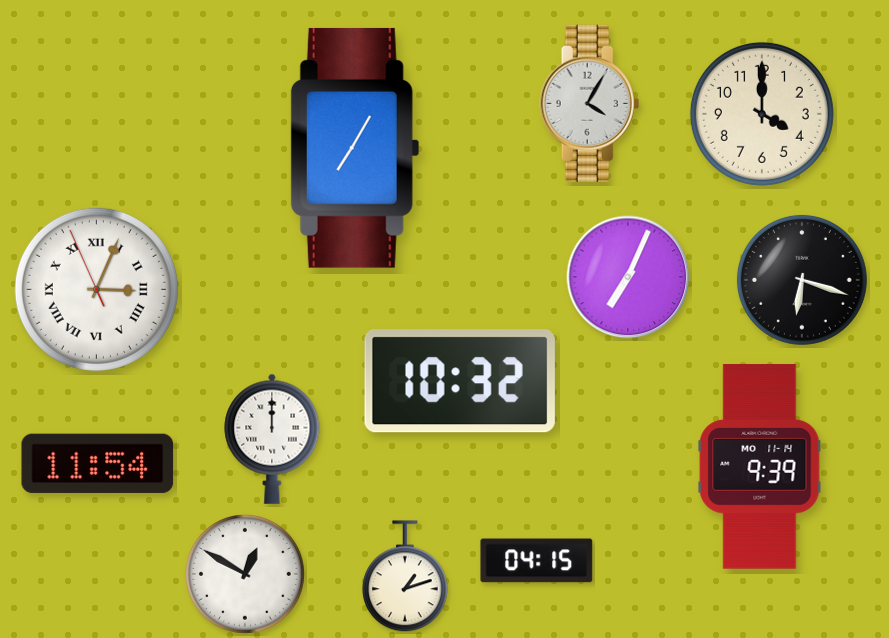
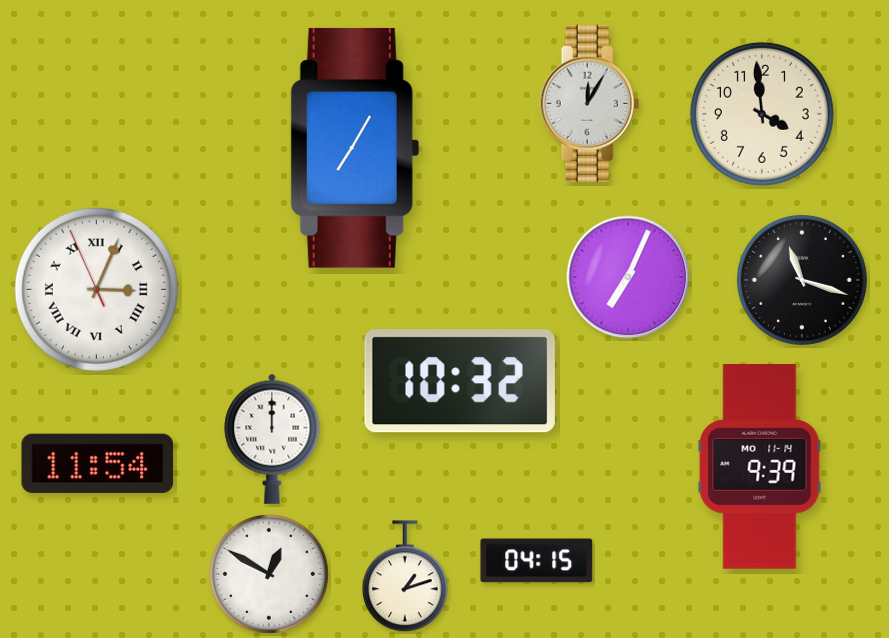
clock at (590, 103): 4:05 -> 12:05
clock at (762, 114): 4:00 -> 3:59
clock at (802, 280): 6:18 -> 11:18
clock at (245, 574) position: (245, 574) -> (269, 574)
